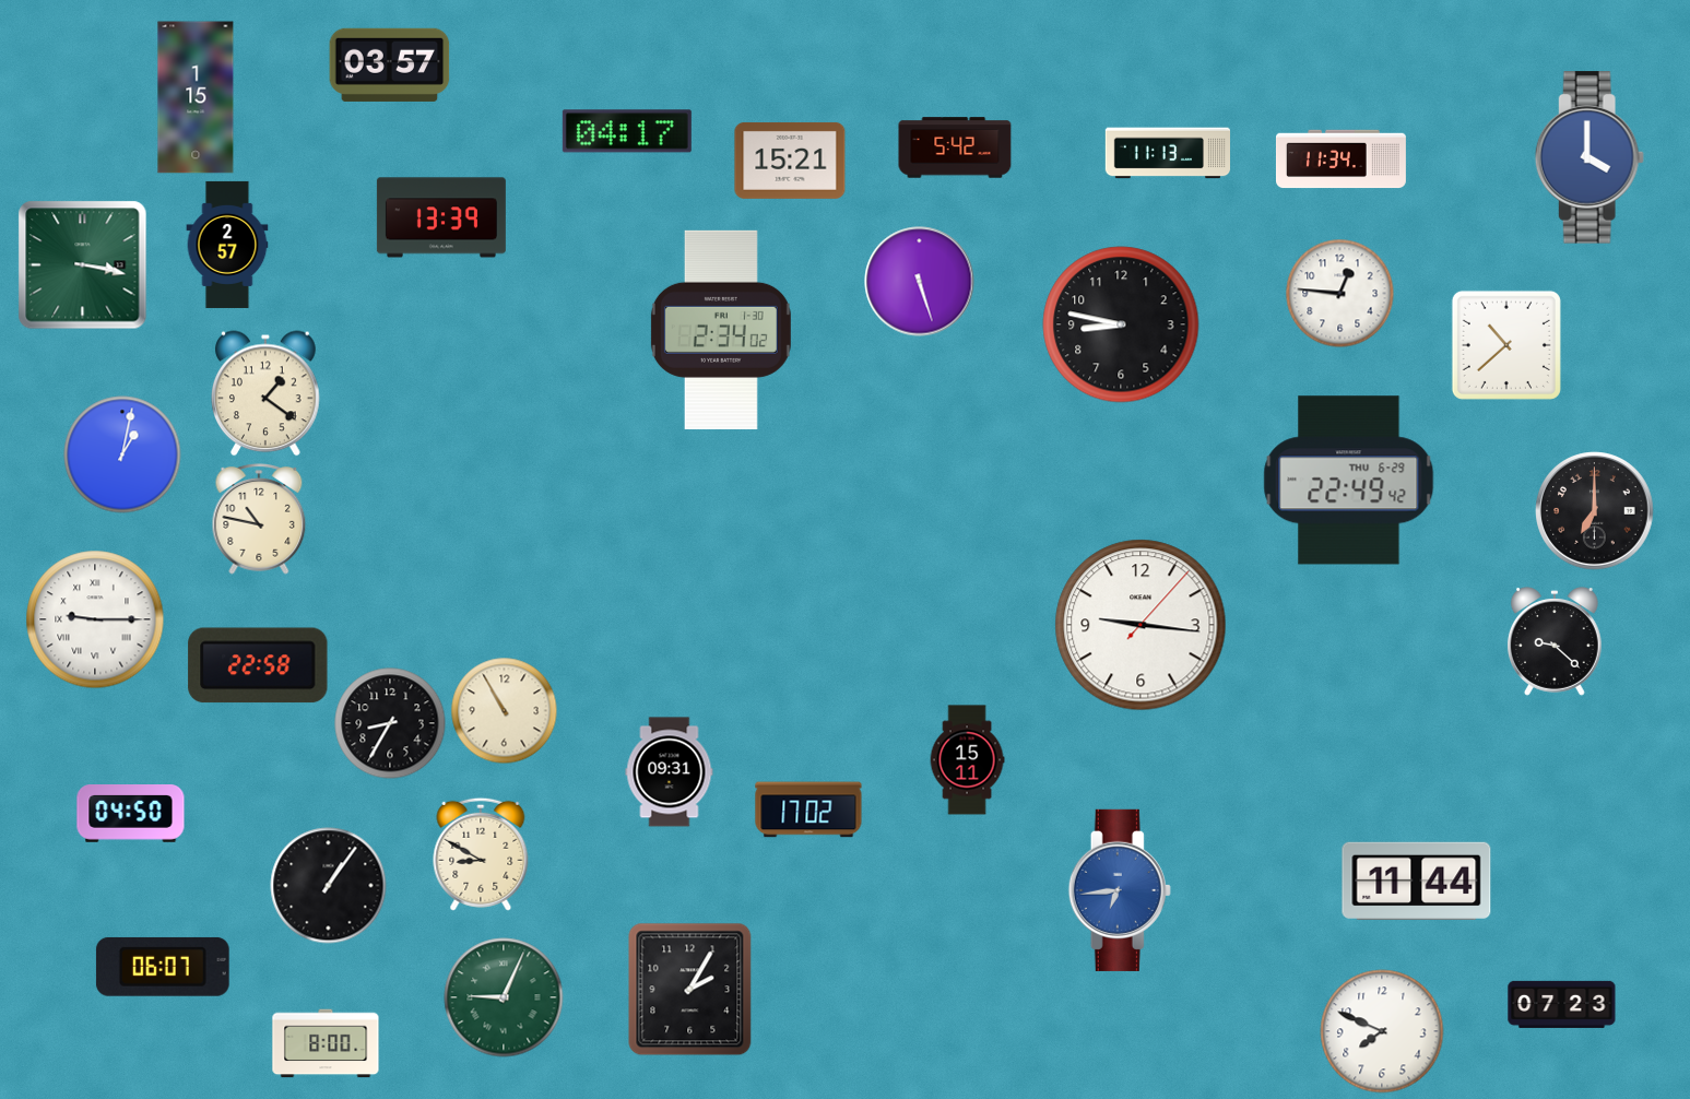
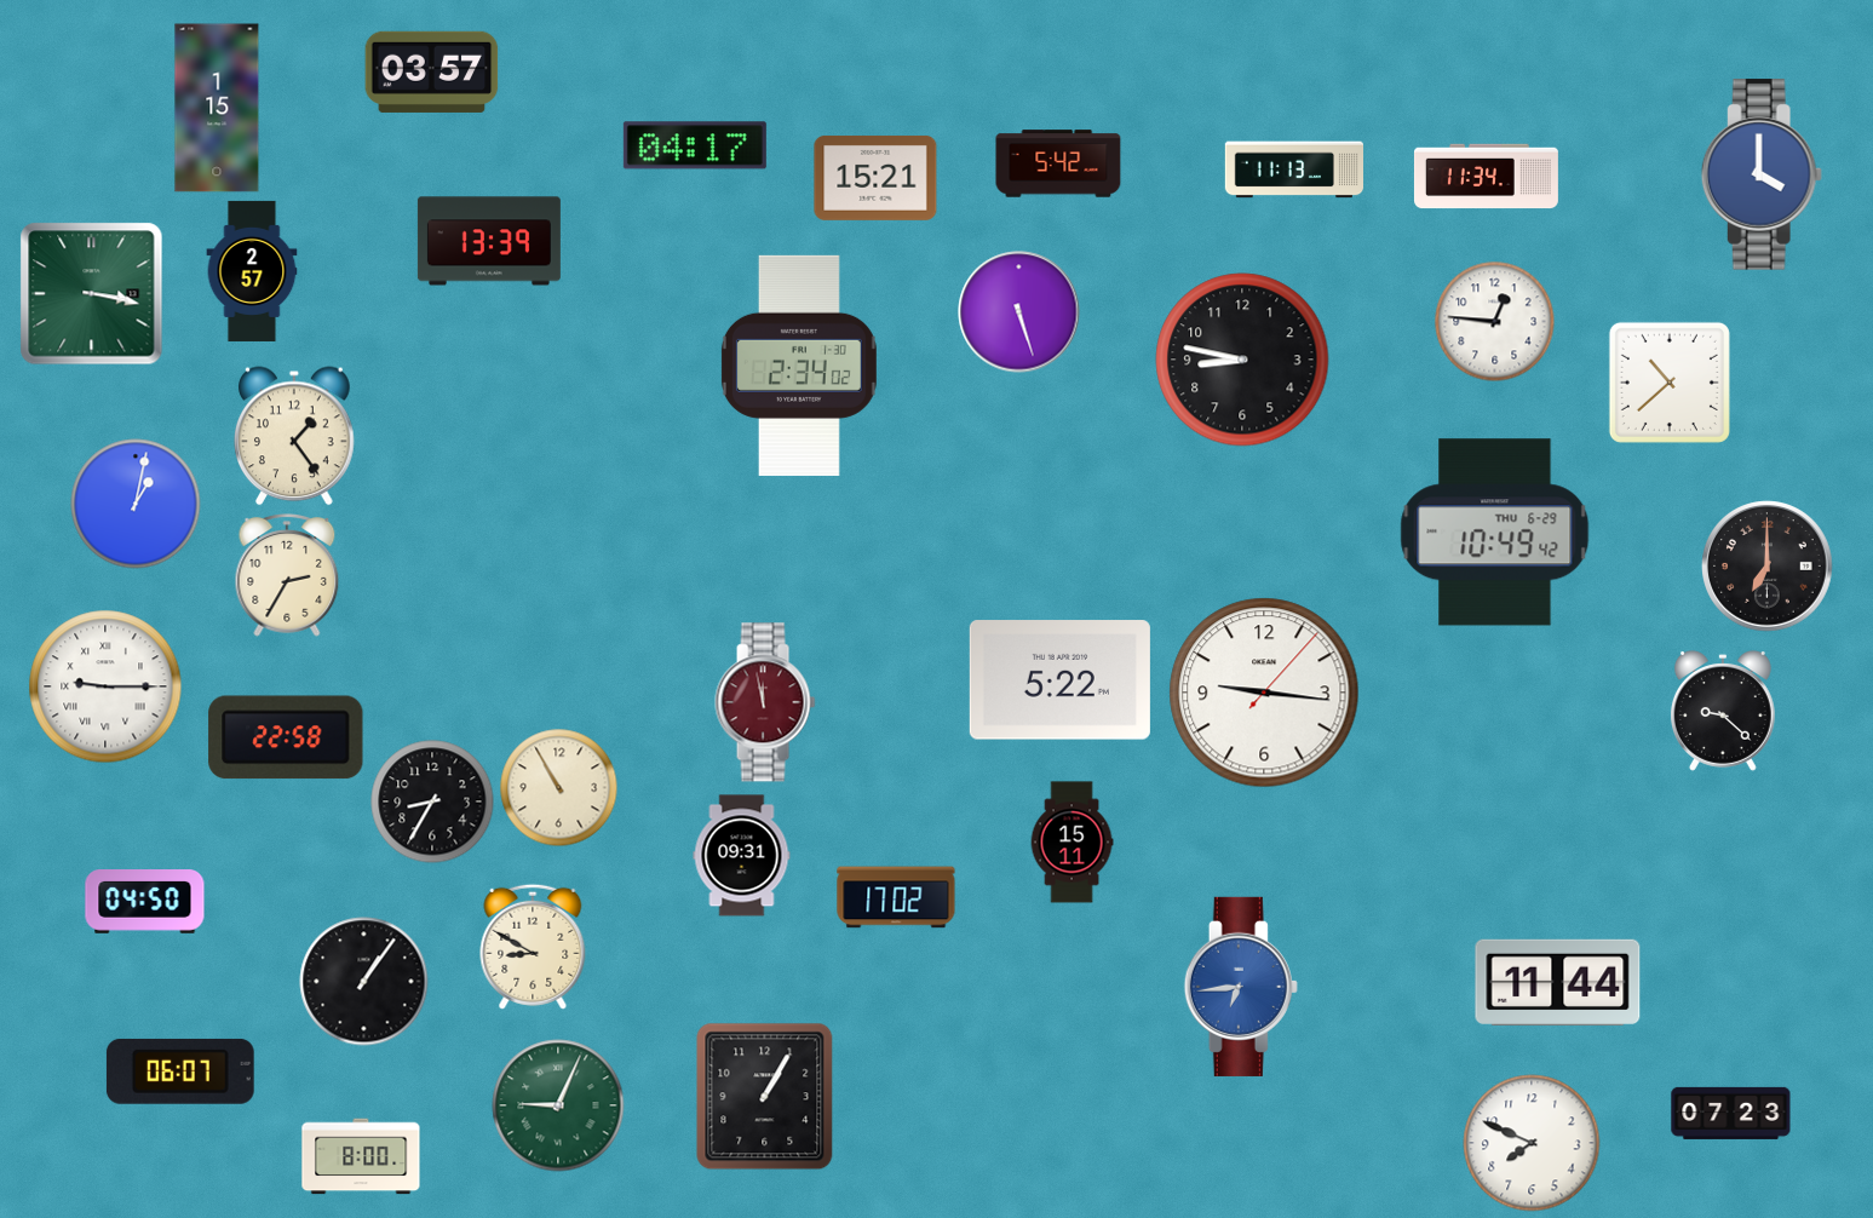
clock at (1340, 294) position: (1340, 294) -> (1495, 322)
clock at (265, 393): 1:21 -> 1:24
clock at (1349, 481): 22:49 -> 10:49
clock at (259, 519): 10:47 -> 2:35
clock at (1059, 680): none -> 5:22
clock at (765, 702): none -> 11:58
clock at (1417, 881) position: (1417, 881) -> (1558, 982)
clock at (690, 990): 2:05 -> 1:05
